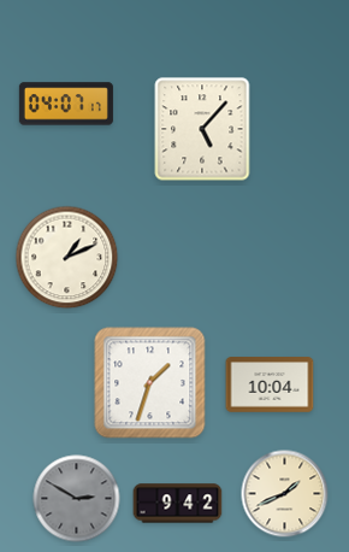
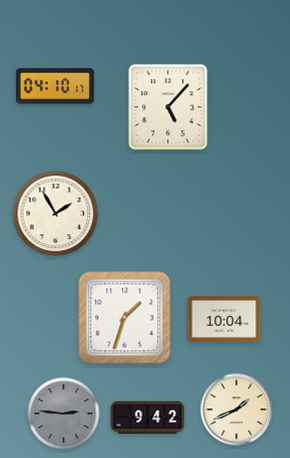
clock at (66, 104): 04:07 -> 04:10
clock at (67, 258): 1:11 -> 1:55
clock at (77, 499): 2:50 -> 2:46
